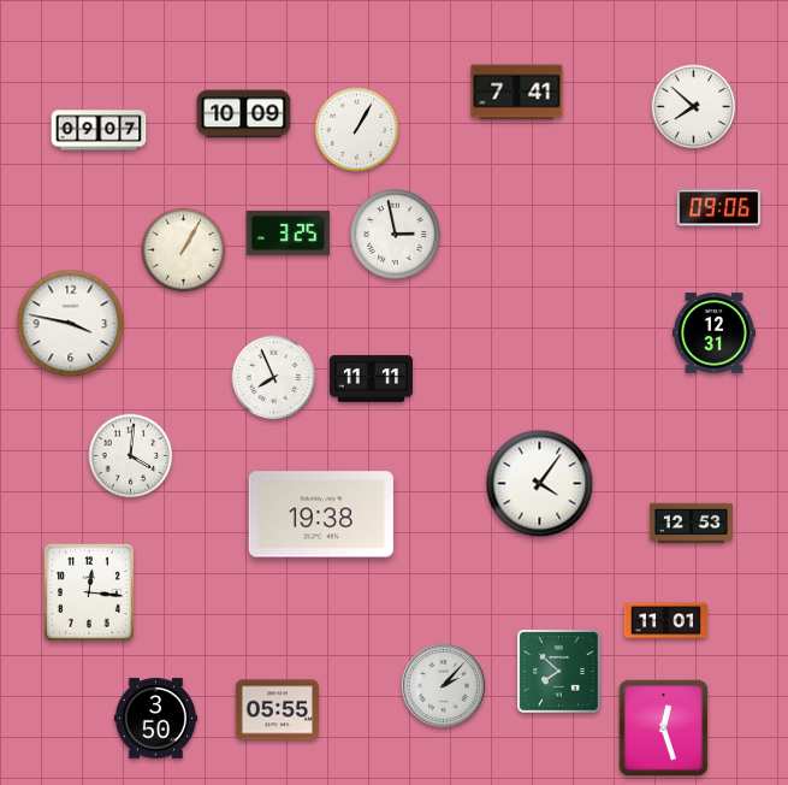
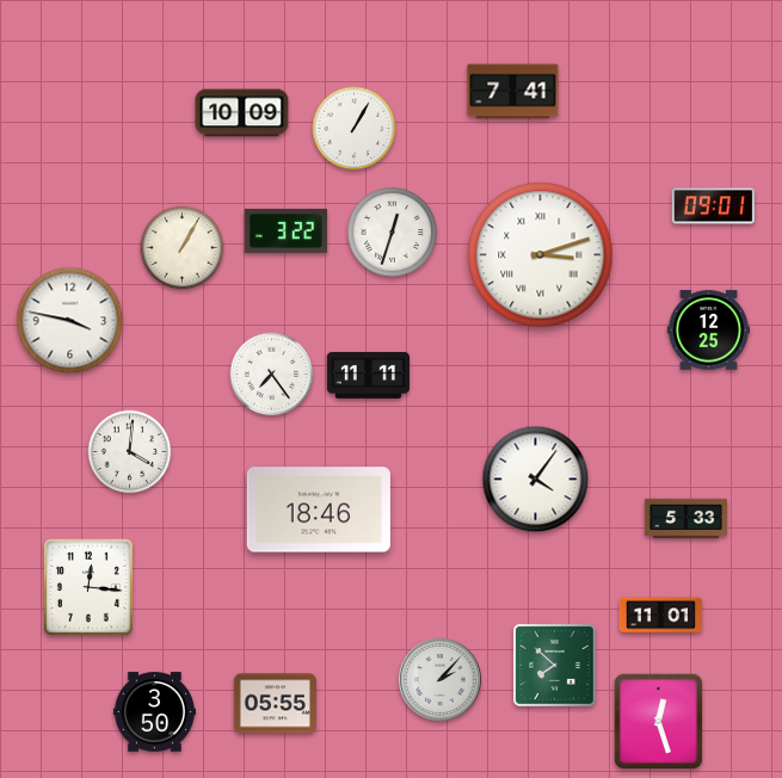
clock at (694, 107): 7:52 -> none
clock at (99, 130): 09:07 -> none
clock at (718, 208): 09:06 -> 09:01
clock at (288, 232): 3:25 -> 3:22
clock at (395, 234): 2:58 -> 12:33
clock at (541, 255): none -> 3:12
clock at (713, 334): 12:31 -> 12:25
clock at (274, 378): 7:56 -> 7:24
clock at (321, 514): 19:38 -> 18:46
clock at (691, 524): 12:53 -> 5:33
